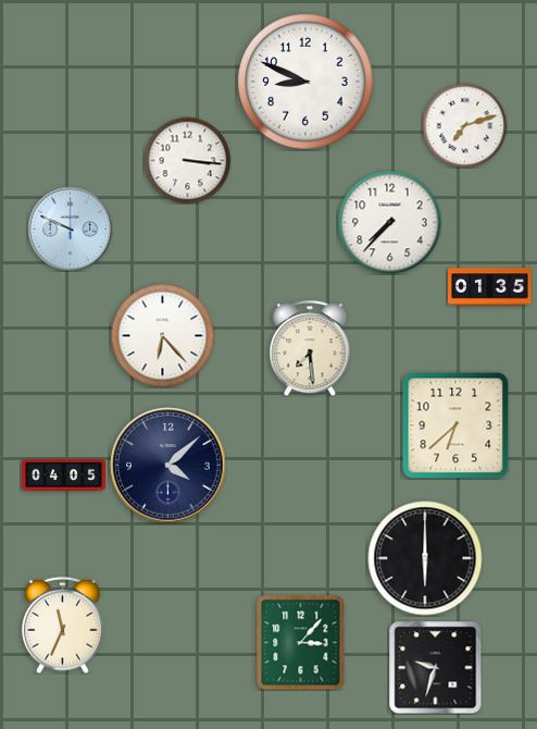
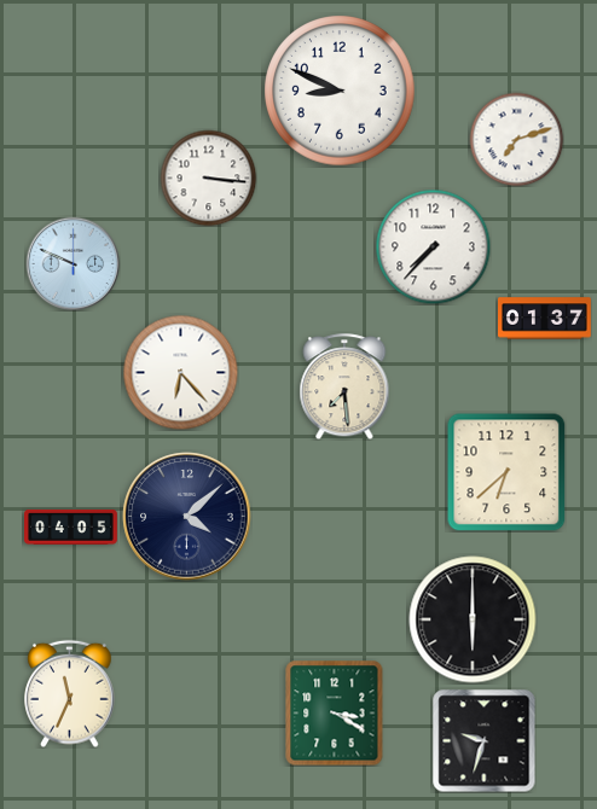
clock at (70, 228) position: (70, 228) -> (73, 263)
clock at (490, 287): 01:35 -> 01:37
clock at (301, 642): 3:07 -> 3:20
